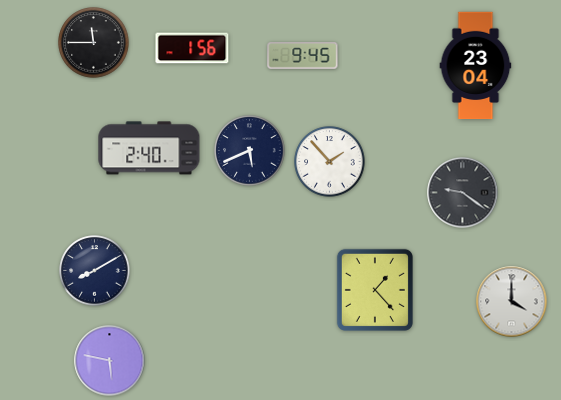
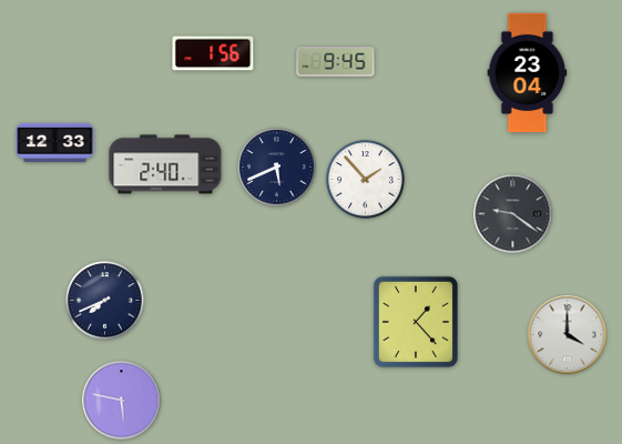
clock at (94, 43): 11:45 -> none
clock at (55, 142): none -> 12:33
clock at (95, 271): 8:10 -> 7:41
